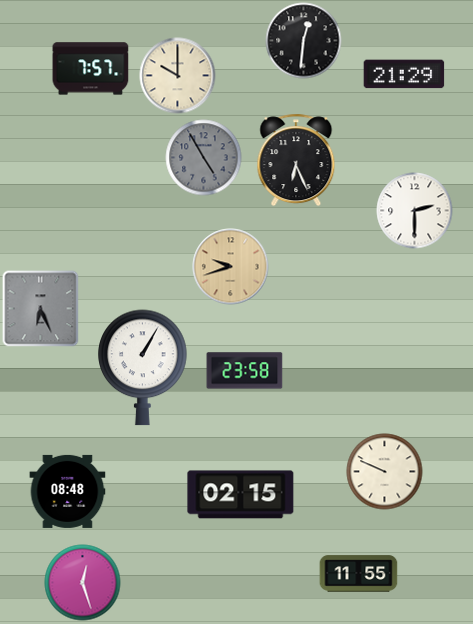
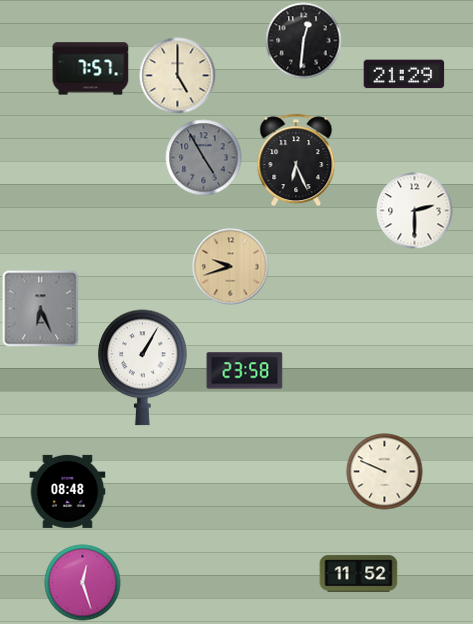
clock at (178, 76): 10:00 -> 5:00
clock at (241, 495): 02:15 -> none
clock at (359, 574): 11:55 -> 11:52
